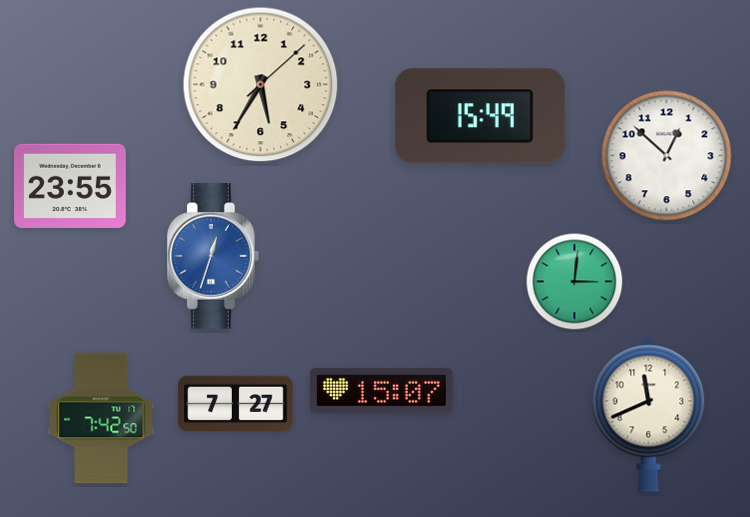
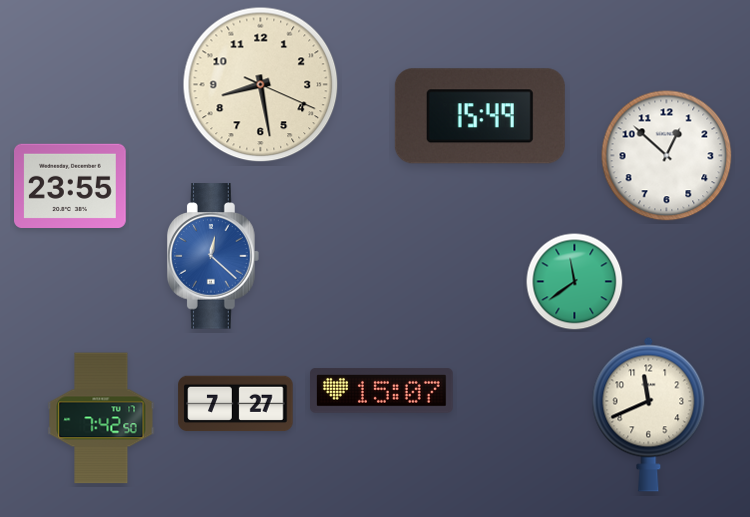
clock at (261, 85): 5:35 -> 8:28
clock at (214, 256): 12:33 -> 12:22
clock at (575, 282): 3:01 -> 11:39
